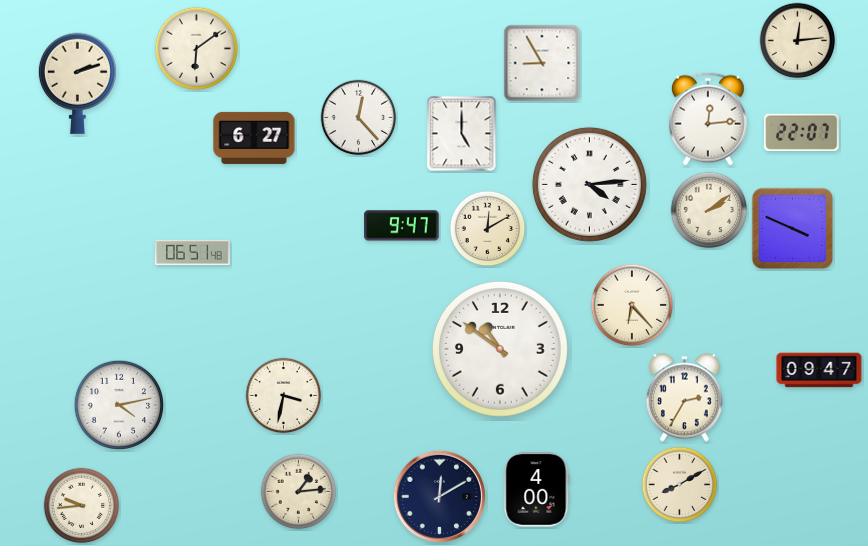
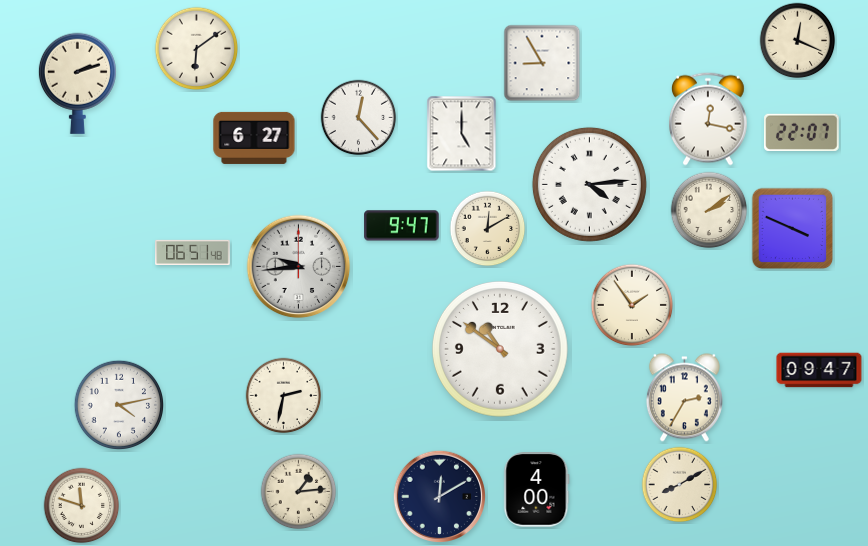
clock at (798, 41): 12:14 -> 12:19
clock at (709, 119): 12:14 -> 12:17
clock at (299, 267): none -> 9:44
clock at (632, 305): 6:23 -> 1:54
clock at (284, 396): 3:32 -> 2:32
clock at (82, 506): 9:44 -> 11:48
